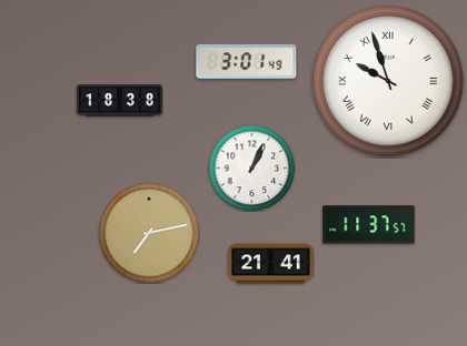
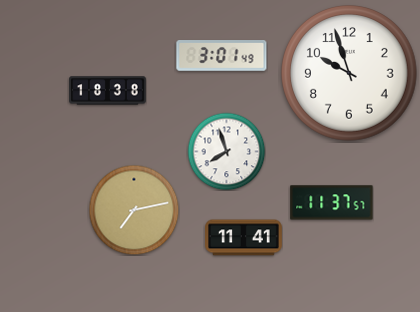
clock at (388, 81) numerals: Roman -> Arabic
clock at (251, 167): 1:04 -> 7:57
clock at (271, 264): 21:41 -> 11:41
